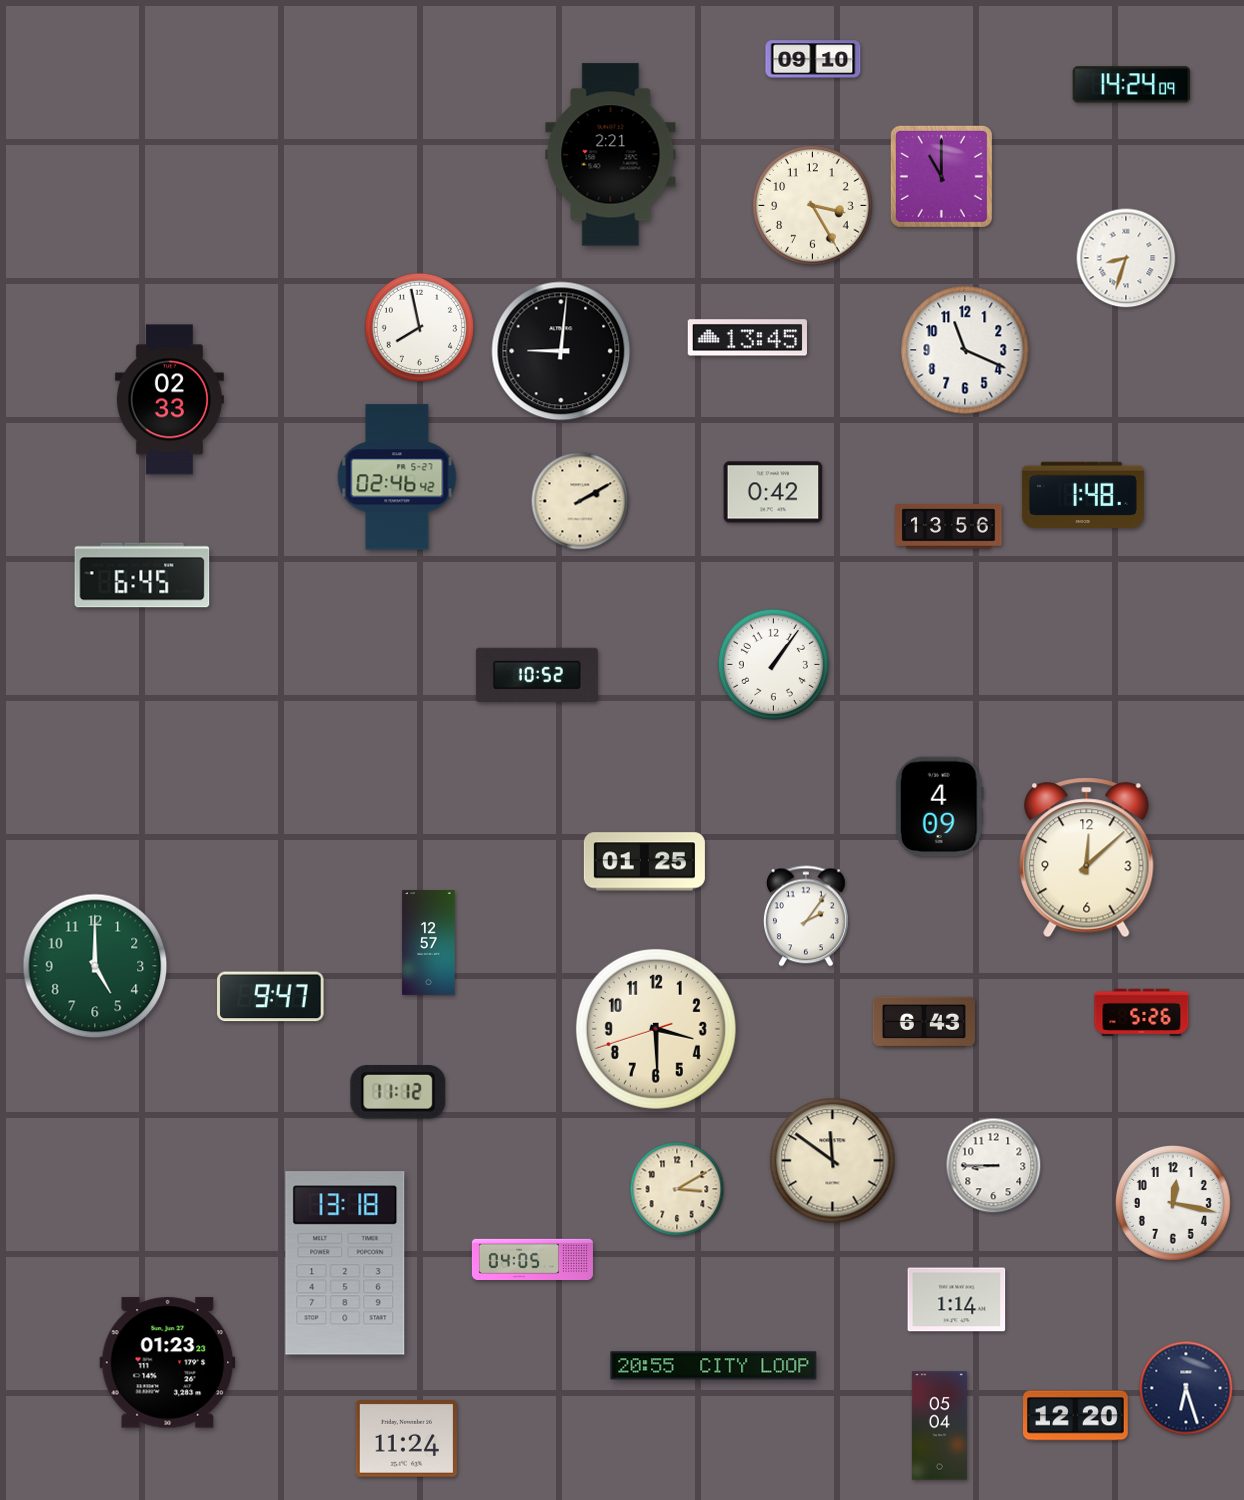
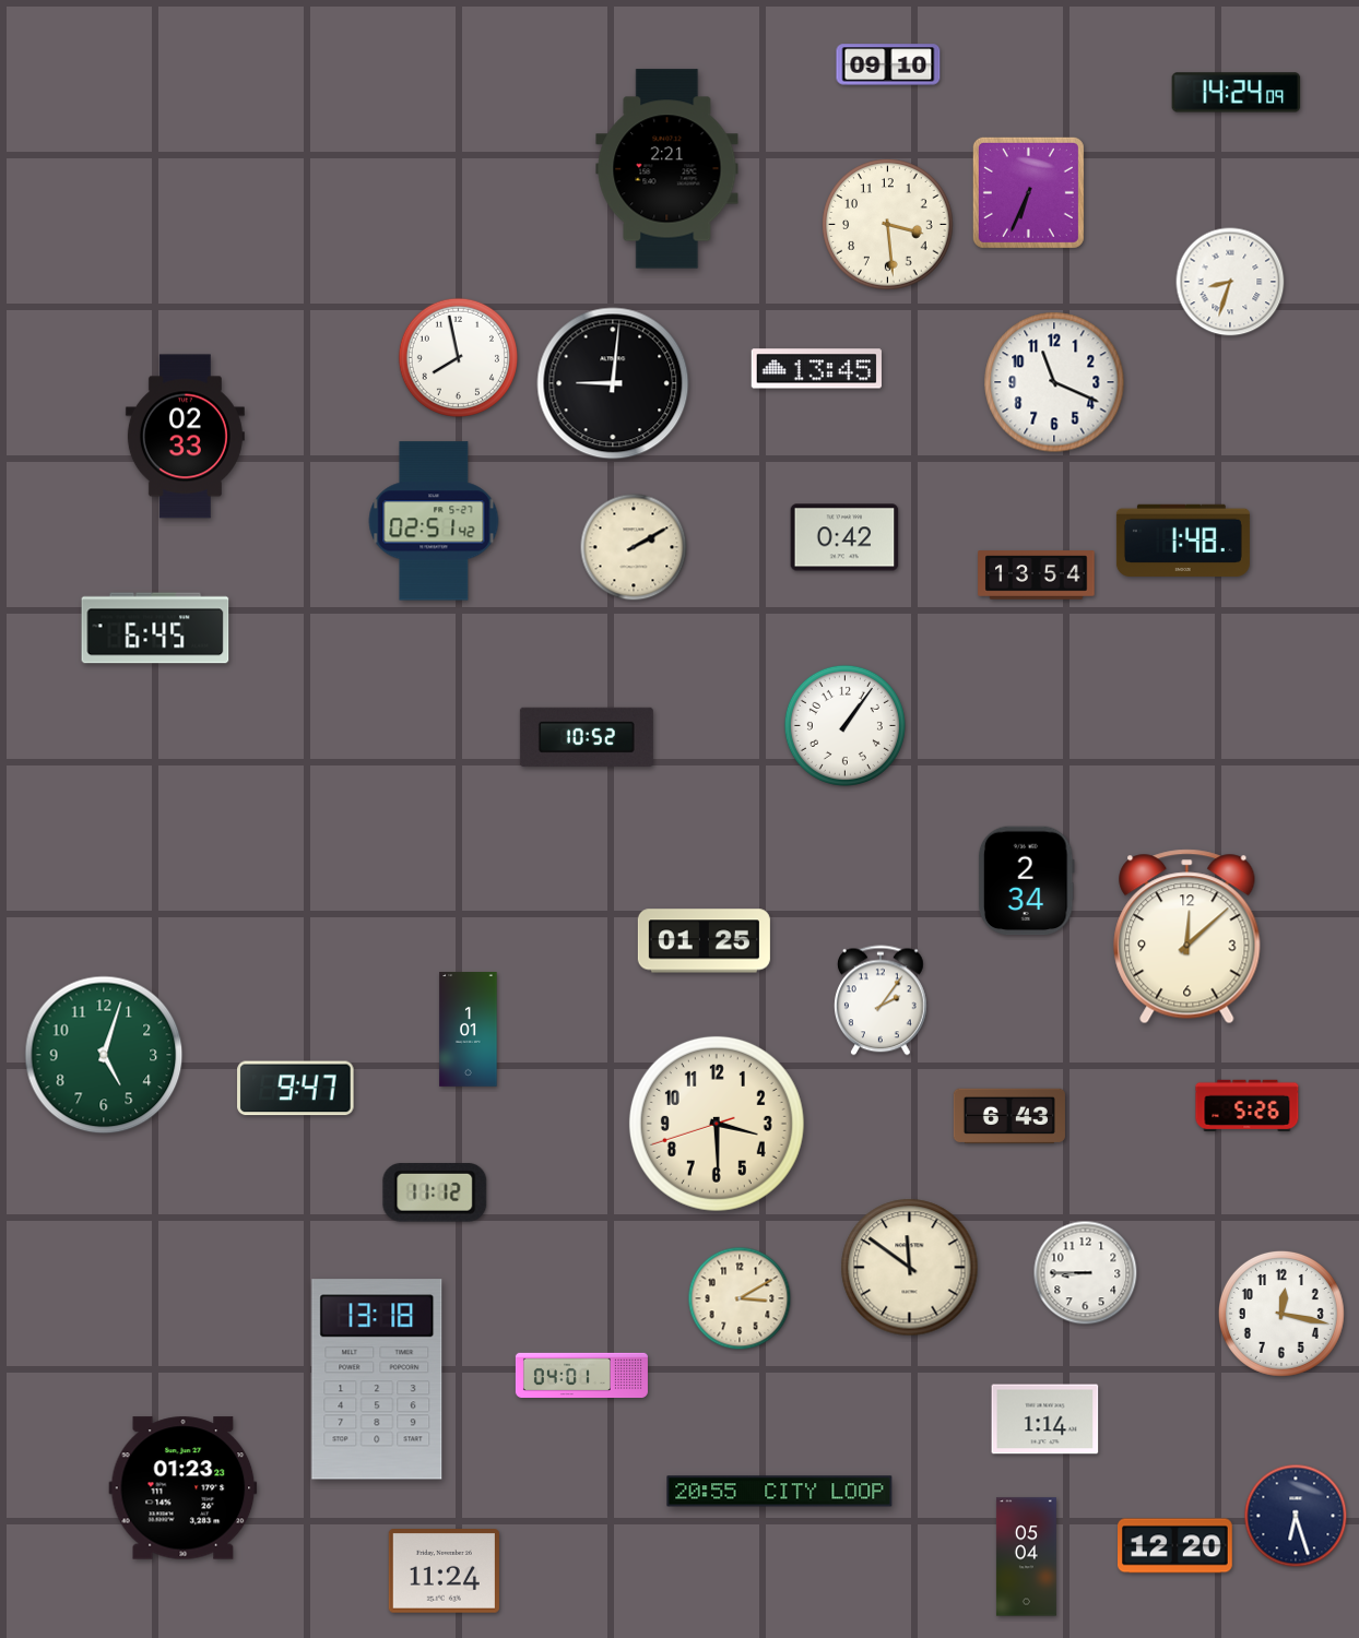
clock at (941, 176): 11:00 -> 6:34
clock at (813, 206): 3:25 -> 3:29
clock at (397, 477): 02:46 -> 02:51
clock at (949, 527): 13:56 -> 13:54
clock at (939, 807): 4:09 -> 2:34
clock at (429, 943): 12:57 -> 1:01
clock at (95, 966): 5:00 -> 5:03
clock at (532, 1260): 04:05 -> 04:01
